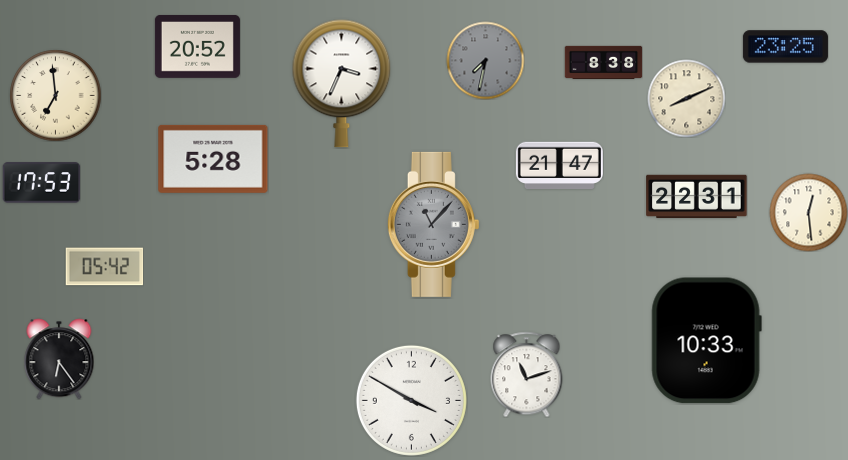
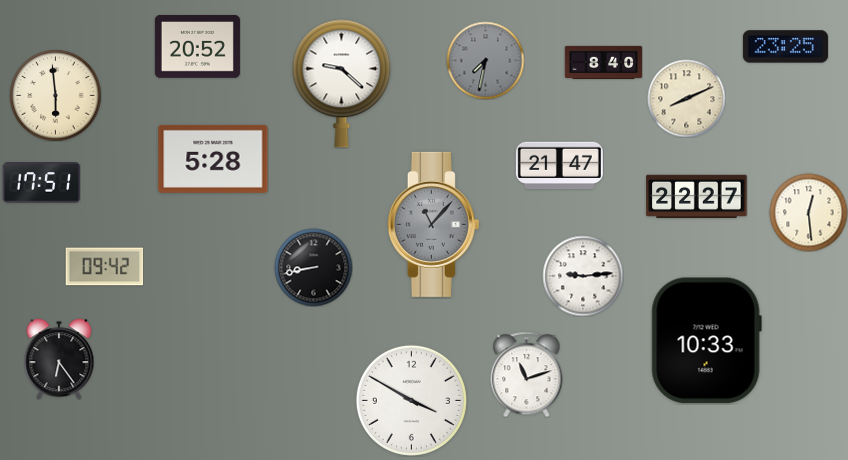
clock at (603, 63): 8:38 -> 8:40
clock at (342, 83): 3:34 -> 9:22
clock at (55, 95): 6:59 -> 5:59
clock at (41, 183): 17:53 -> 17:51
clock at (697, 197): 22:31 -> 22:27
clock at (104, 267): 05:42 -> 09:42
clock at (313, 267): none -> 8:43
clock at (583, 276): none -> 9:14
